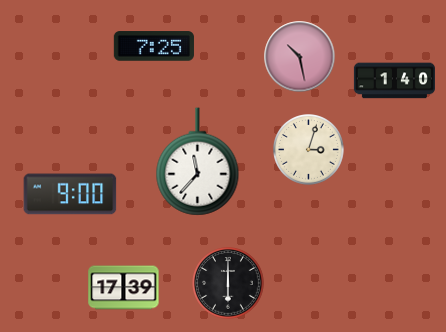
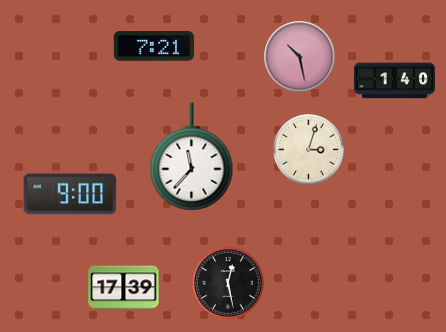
clock at (154, 46): 7:25 -> 7:21
clock at (198, 162) position: (198, 162) -> (192, 157)
clock at (228, 283): 6:00 -> 12:28
